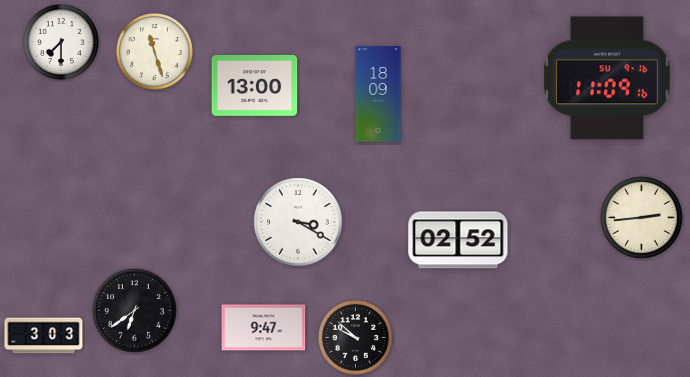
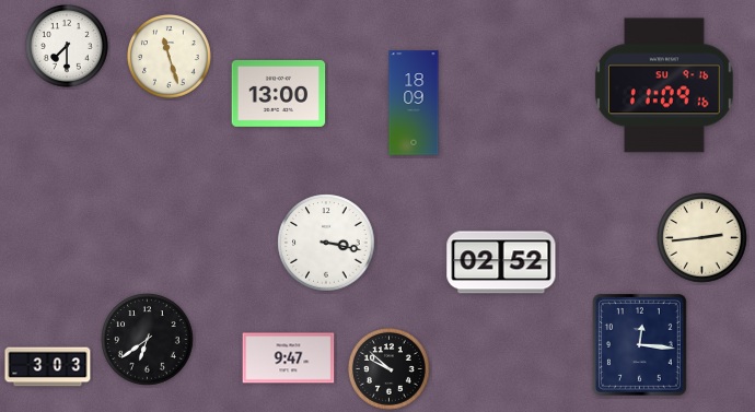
clock at (298, 222): 3:20 -> 3:17
clock at (640, 345): none -> 12:16
